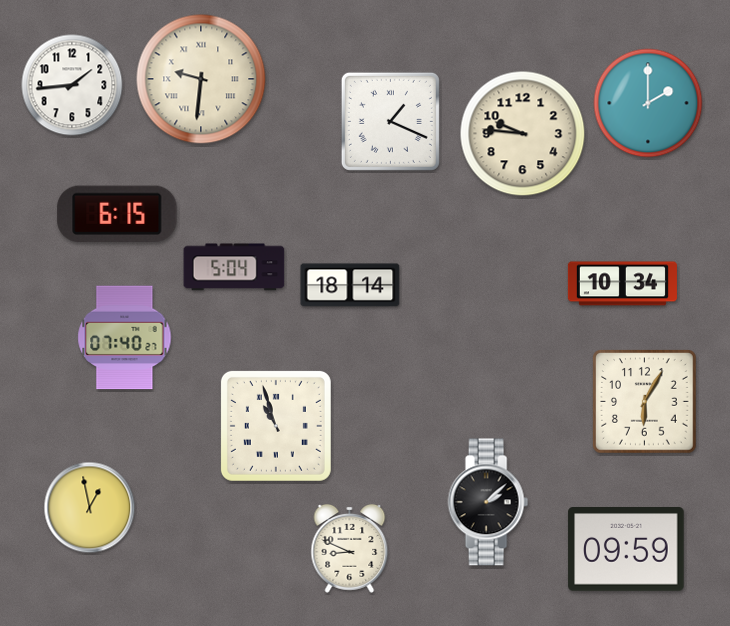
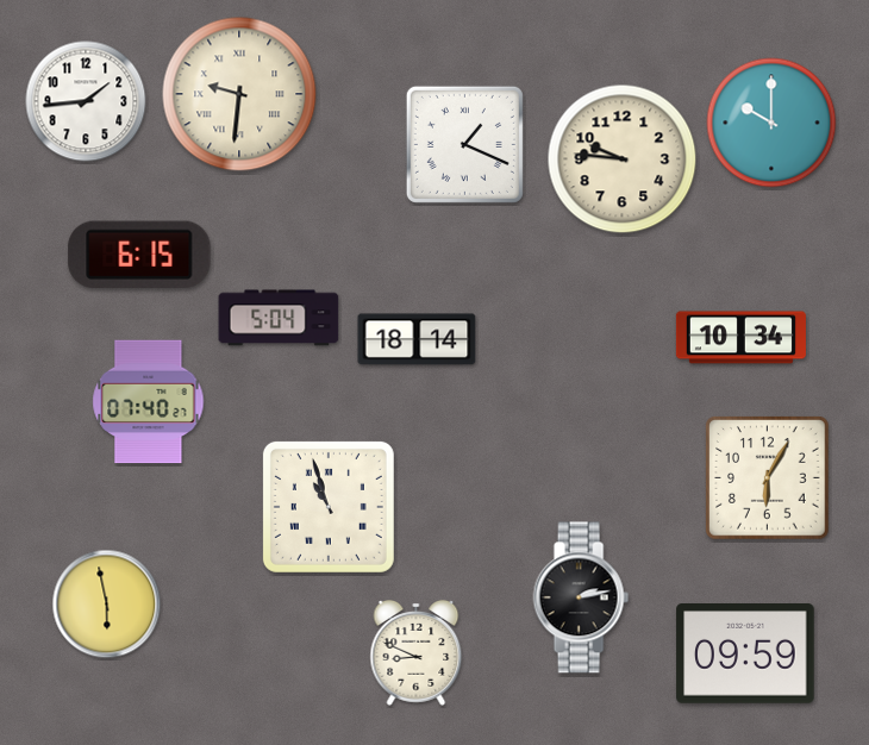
clock at (648, 103): 2:00 -> 10:00
clock at (488, 502): 2:08 -> 2:13
clock at (90, 508): 12:58 -> 5:58
